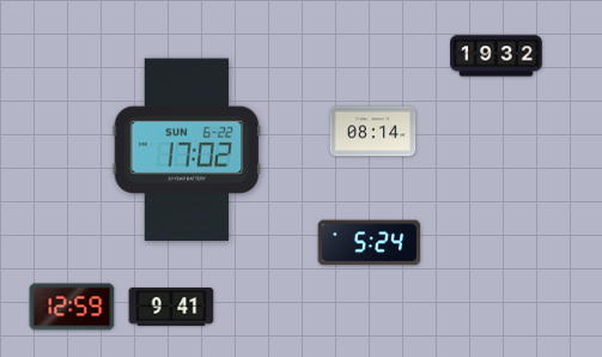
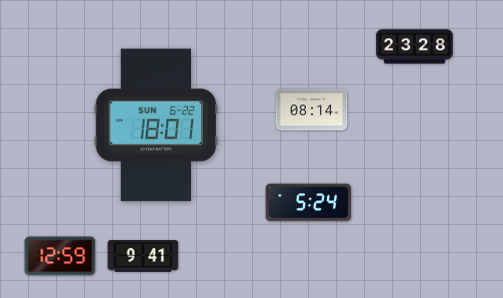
clock at (497, 56): 19:32 -> 23:28
clock at (187, 150): 17:02 -> 18:01
